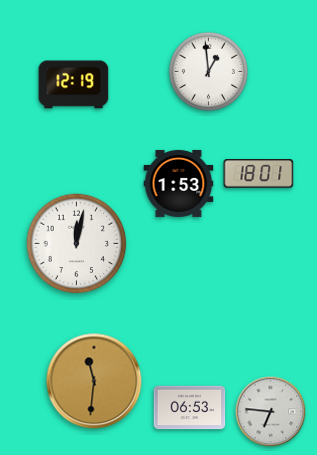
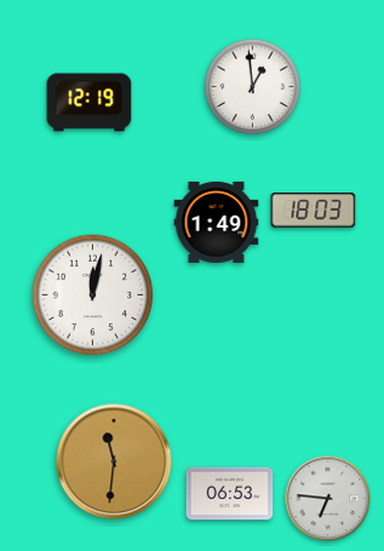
clock at (259, 174): 18:01 -> 18:03
clock at (179, 183): 1:53 -> 1:49
